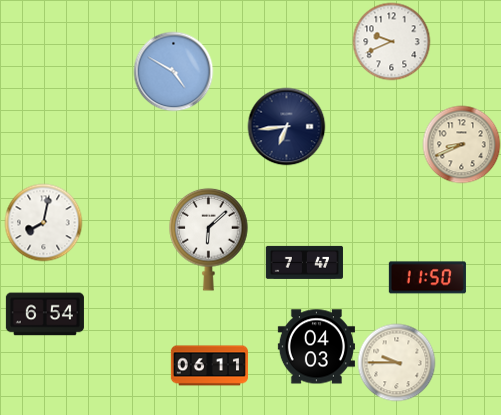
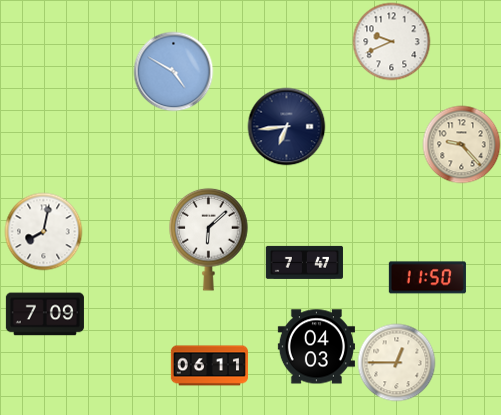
clock at (461, 144): 8:41 -> 9:23
clock at (43, 222) position: (43, 222) -> (43, 231)
clock at (45, 314): 6:54 -> 7:09
clock at (396, 362): 9:45 -> 12:45
